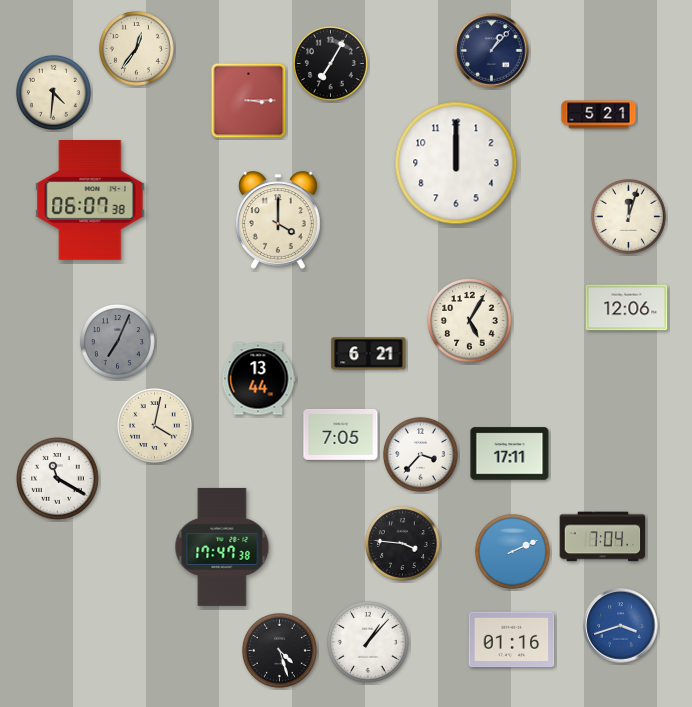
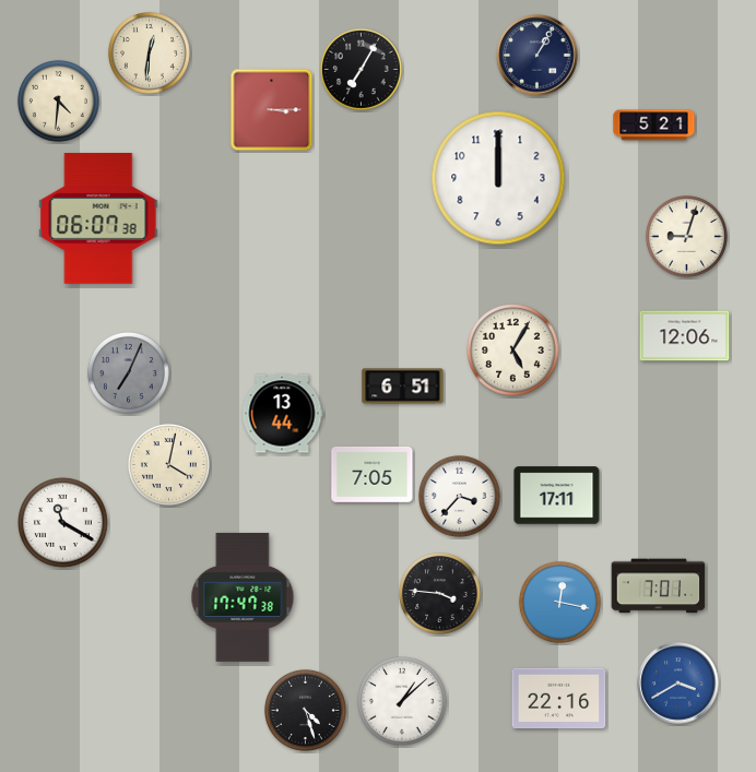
clock at (136, 48): 12:36 -> 12:31
clock at (492, 51): 1:07 -> 1:05
clock at (628, 216): 12:03 -> 9:03
clock at (279, 220): 4:00 -> none
clock at (369, 354): 6:21 -> 6:51
clock at (603, 537): 7:04 -> 7:01
clock at (512, 551): 2:11 -> 12:17
clock at (621, 626): 3:42 -> 3:40
clock at (512, 640): 01:16 -> 22:16
clock at (369, 643): 1:07 -> 1:08
